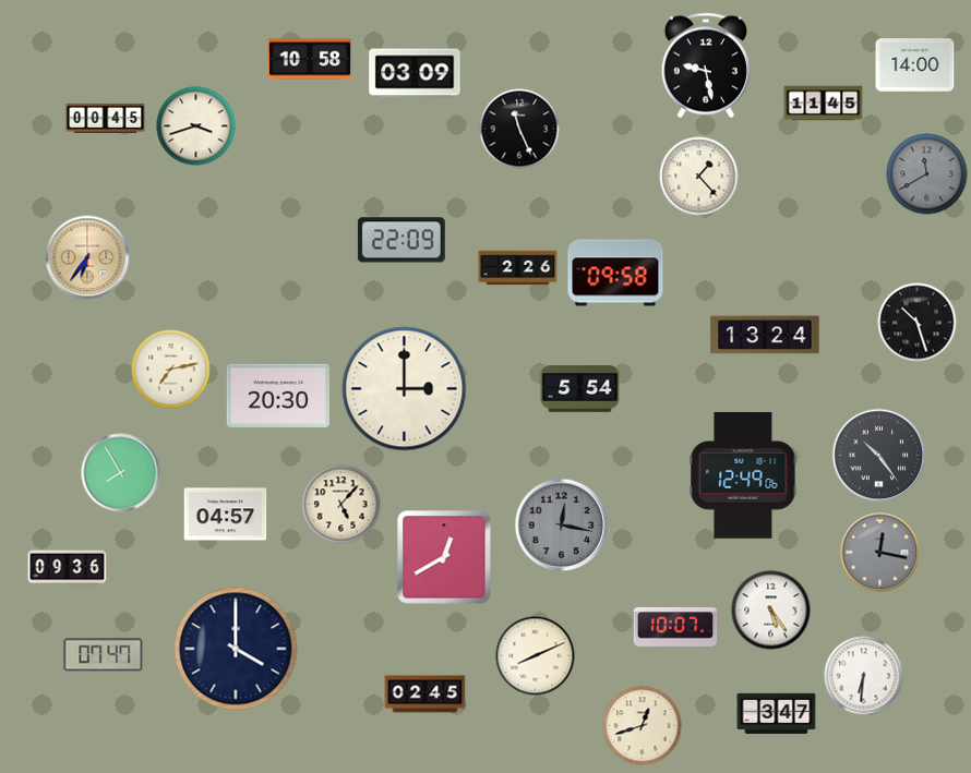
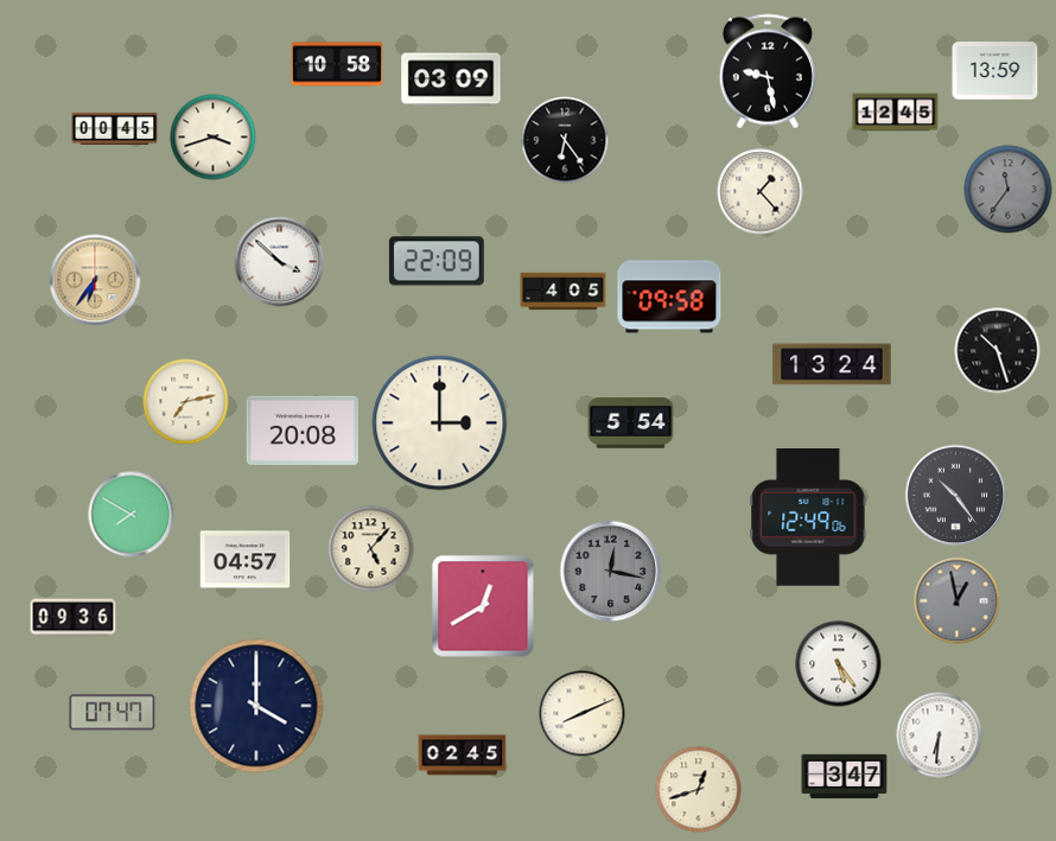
clock at (915, 65): 14:00 -> 13:59
clock at (824, 104): 11:45 -> 12:45
clock at (519, 129): 11:26 -> 6:24
clock at (927, 174): 11:40 -> 11:36
clock at (280, 262): none -> 3:52
clock at (518, 268): 2:26 -> 4:05
clock at (278, 396): 20:30 -> 20:08
clock at (121, 473): 7:55 -> 7:50
clock at (880, 553): 12:17 -> 12:58
clock at (675, 627): 10:07 -> none
